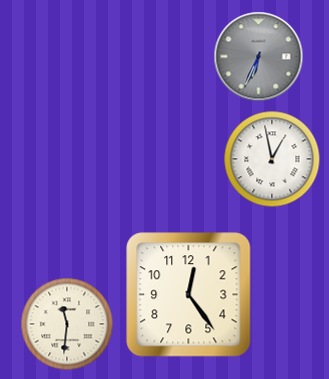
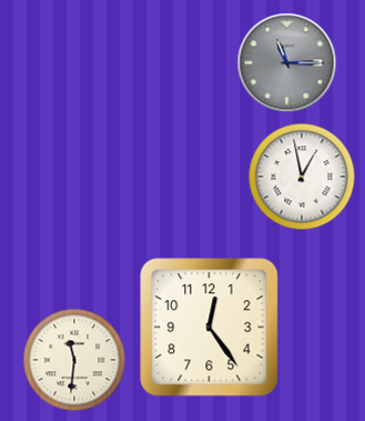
clock at (259, 57): 6:34 -> 11:15
